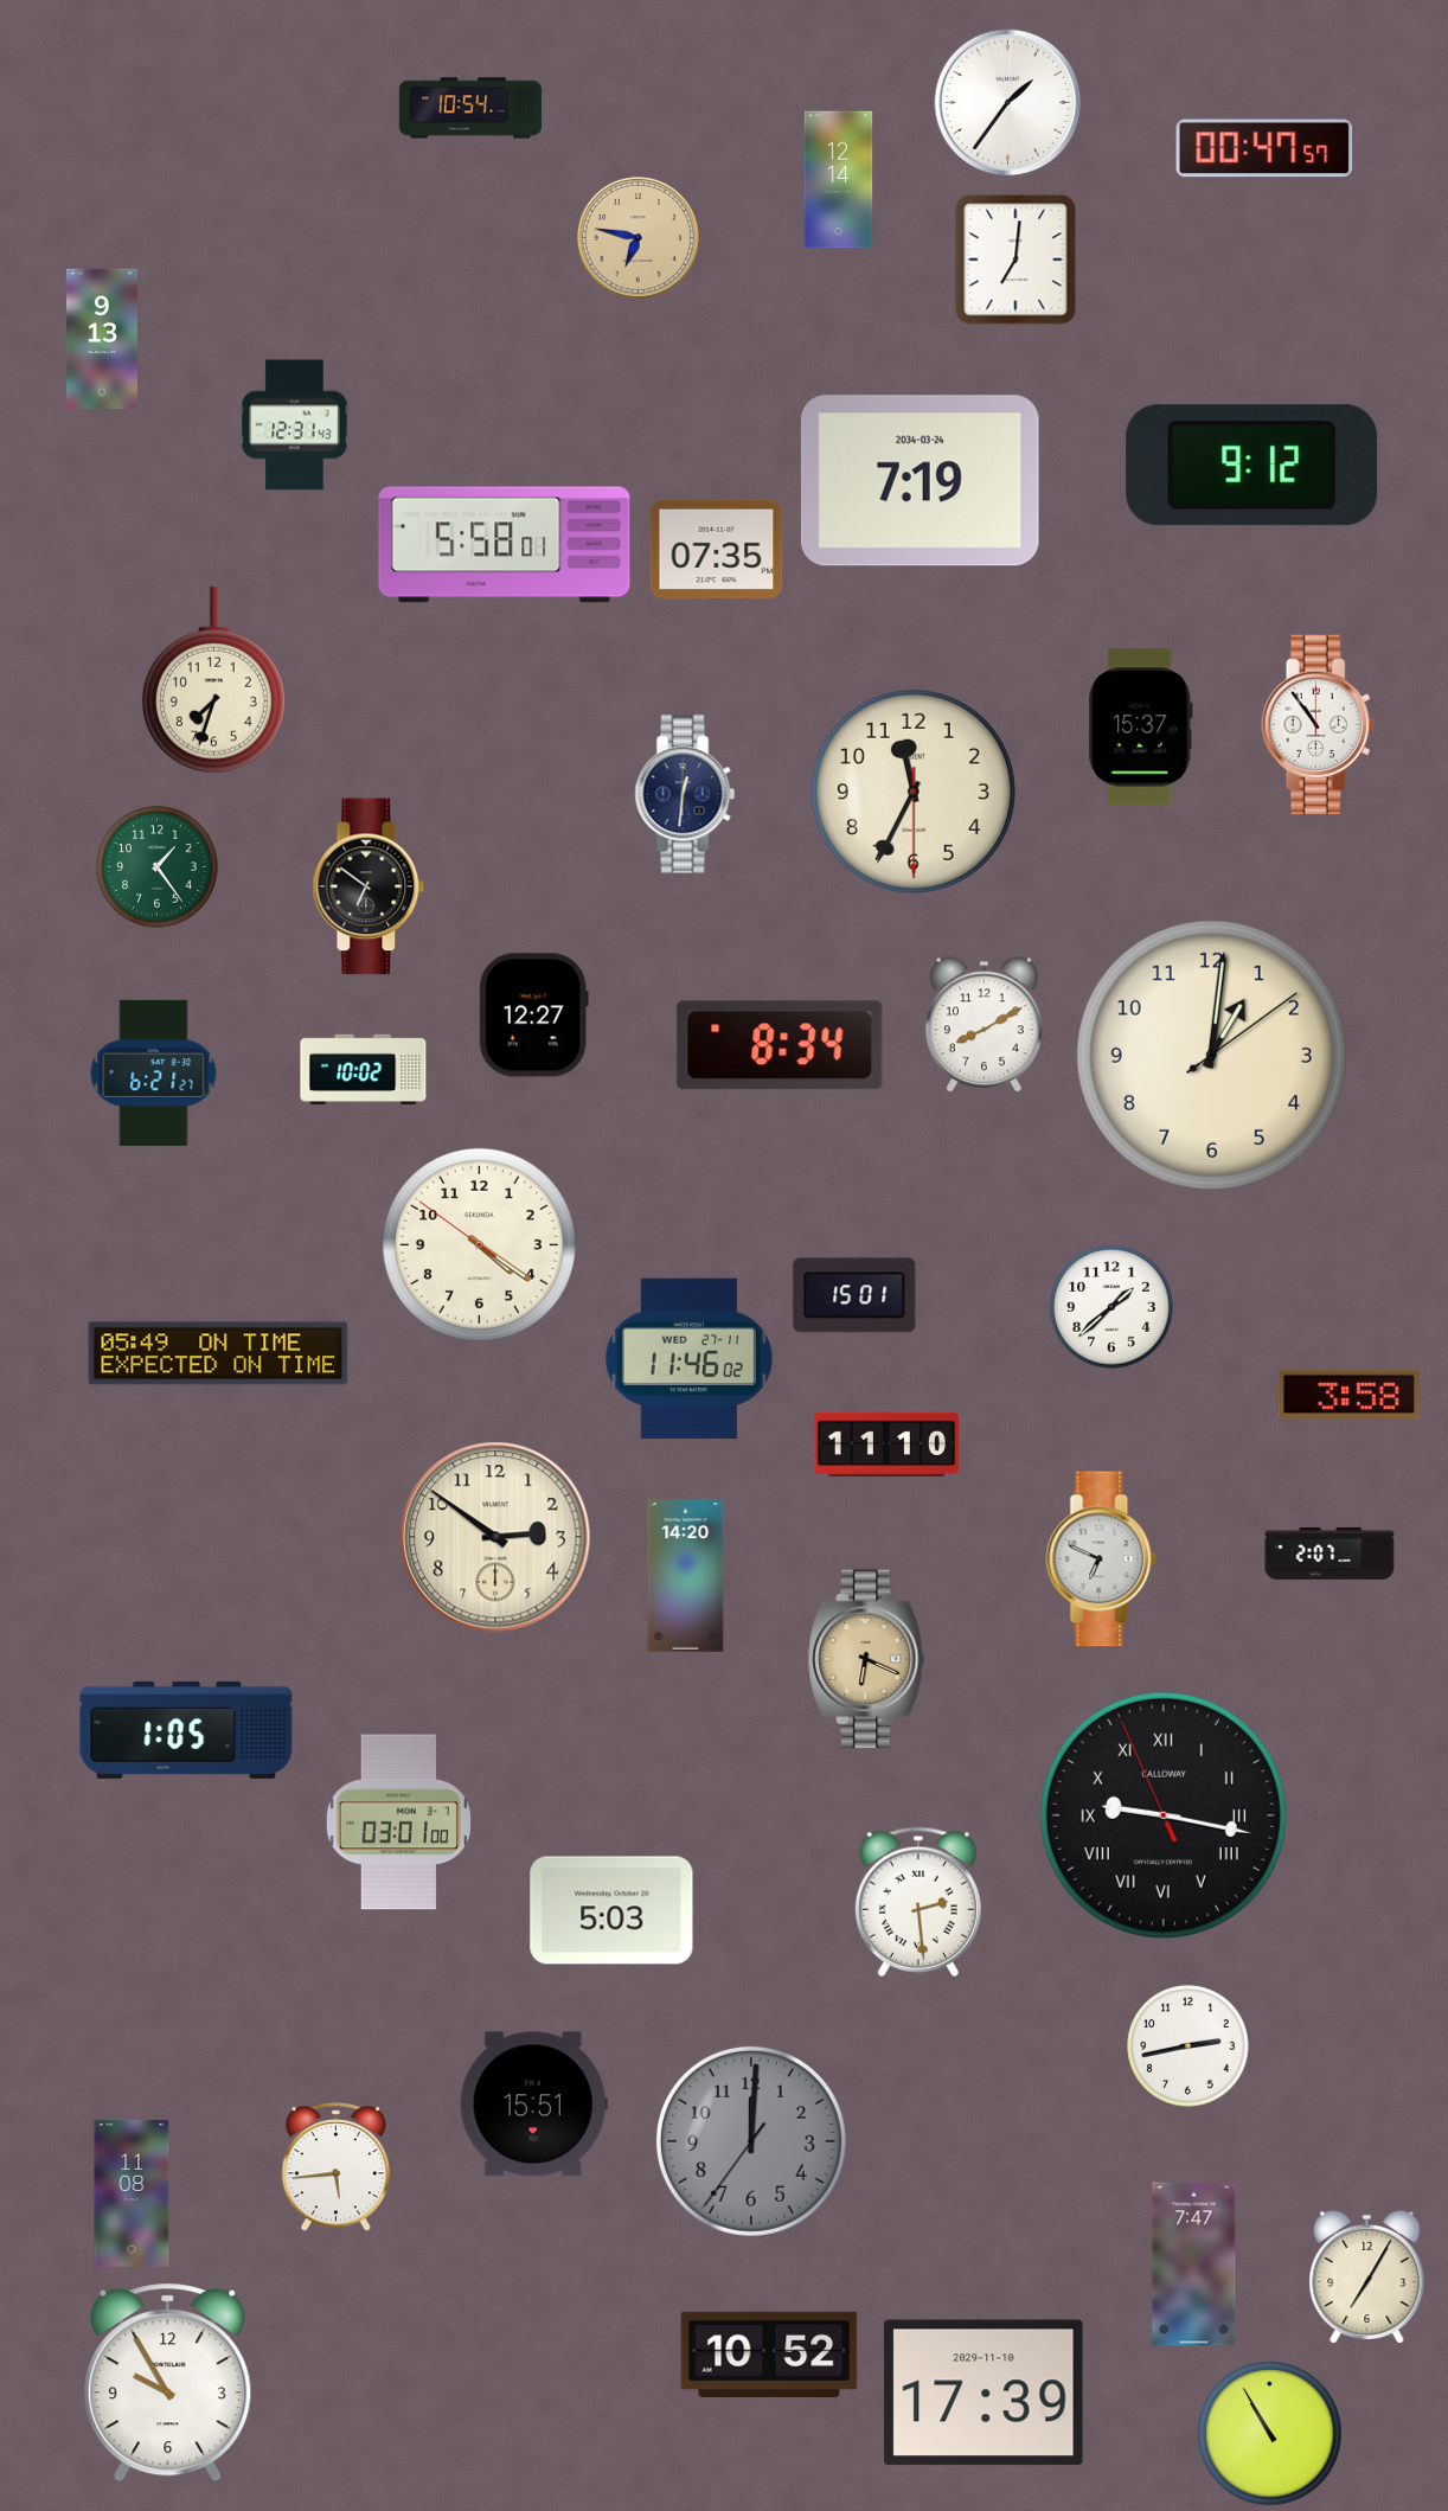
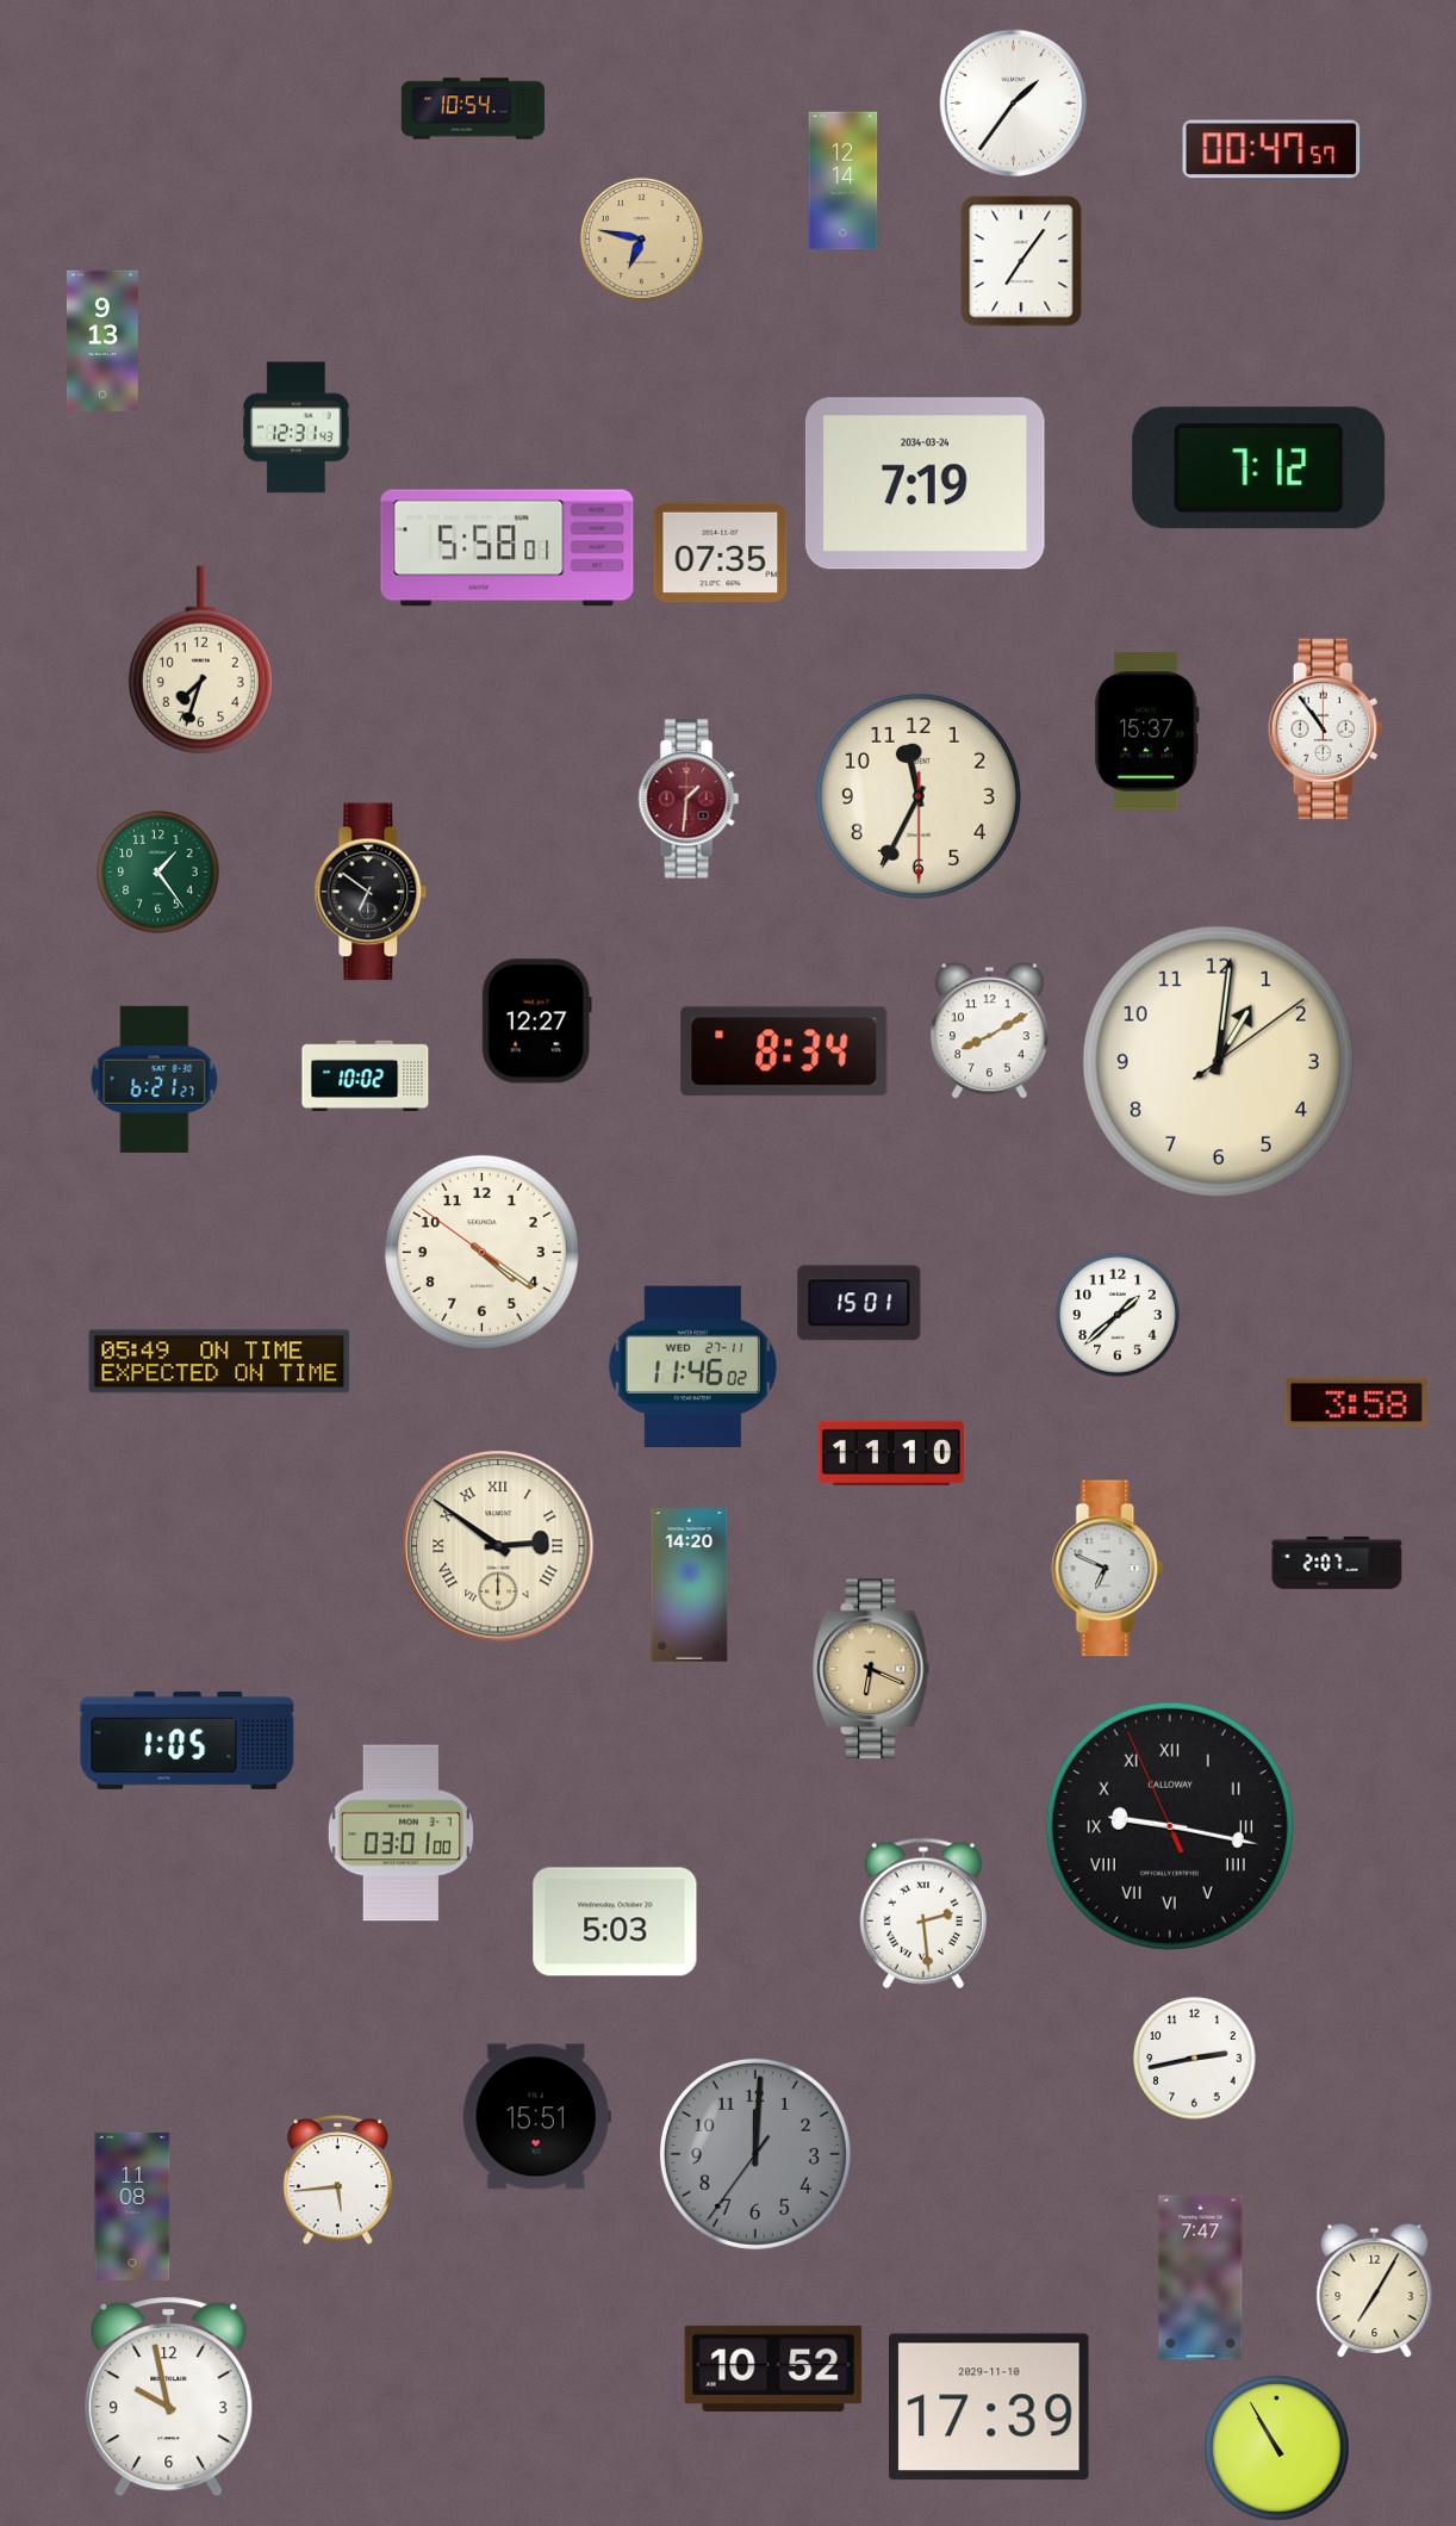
clock at (1015, 260): 7:01 -> 7:06
clock at (1252, 466): 9:12 -> 7:12
clock at (213, 680) position: (213, 680) -> (200, 660)
clock at (685, 794): 12:31 -> 1:31
clock at (685, 794) dial: navy -> burgundy
clock at (495, 1537) numerals: Arabic -> Roman
clock at (168, 2383): 9:55 -> 9:58
